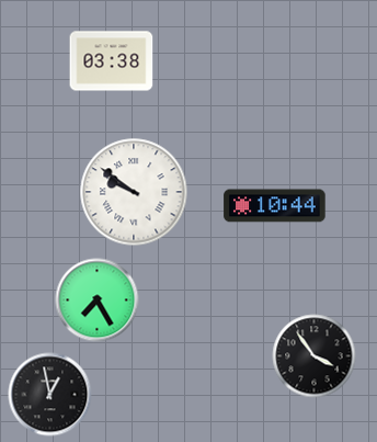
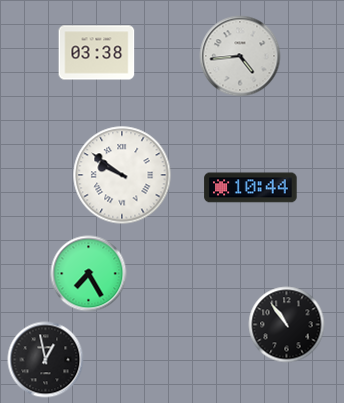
clock at (112, 61) position: (112, 61) -> (97, 53)
clock at (240, 56): none -> 4:44
clock at (315, 356): 3:54 -> 10:54
